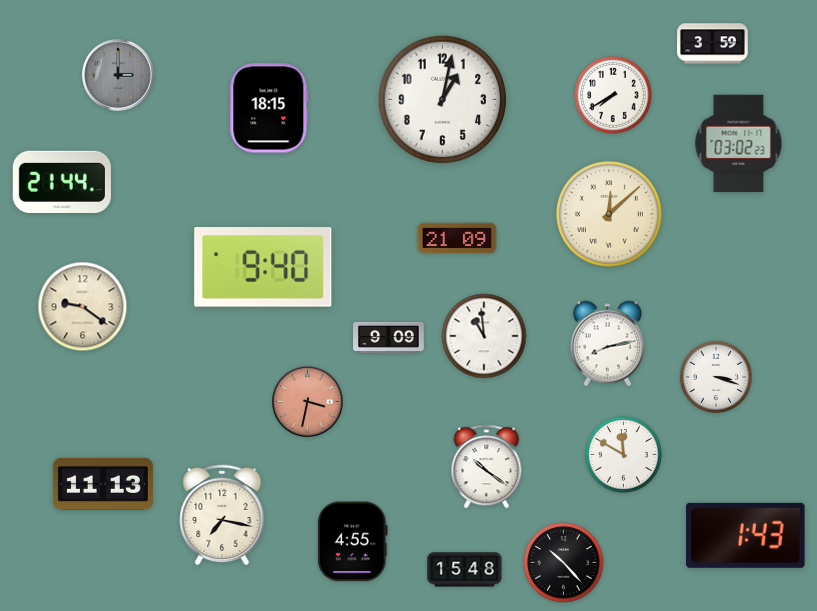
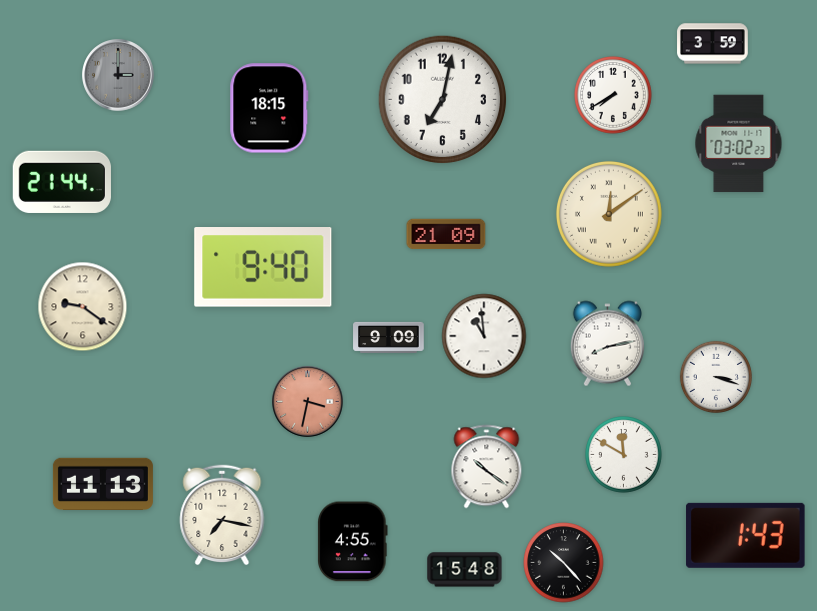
clock at (443, 100): 1:02 -> 7:02
clock at (609, 214): 12:08 -> 12:09
clock at (457, 238) position: (457, 238) -> (446, 234)
